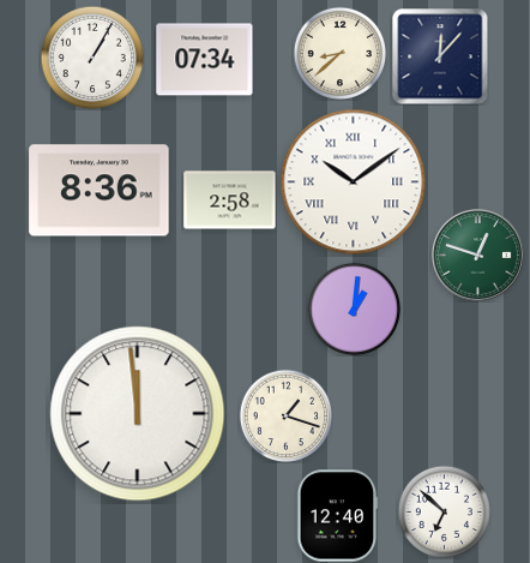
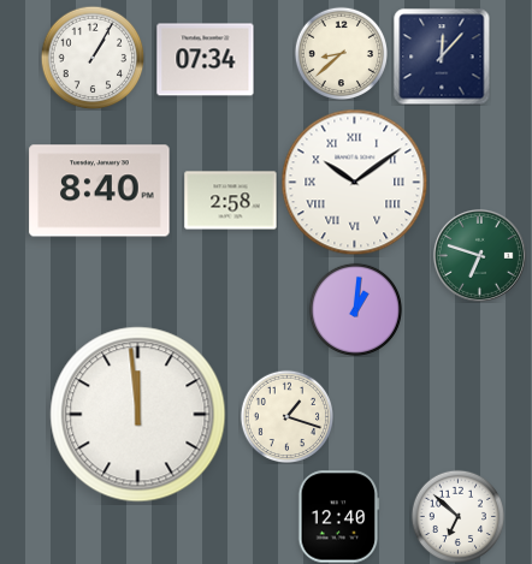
clock at (100, 191): 8:36 -> 8:40
clock at (477, 254): 12:48 -> 6:48
clock at (444, 511) position: (444, 511) -> (457, 516)
